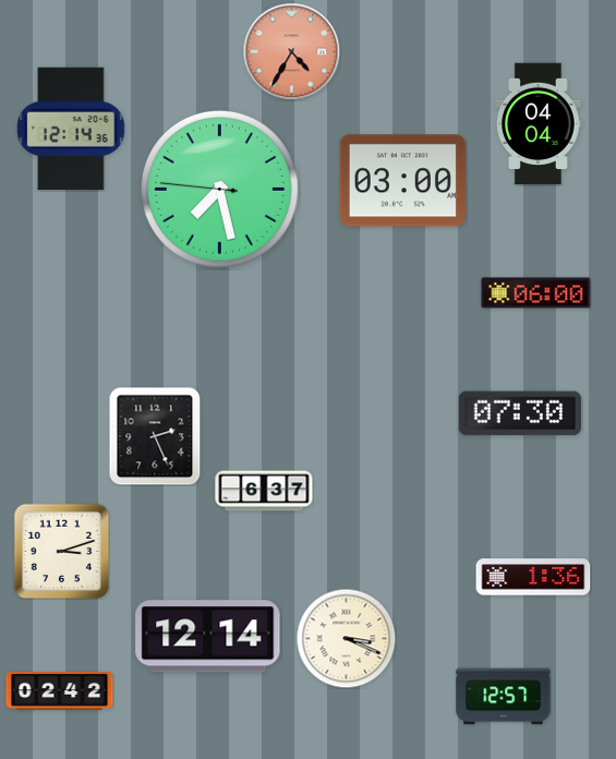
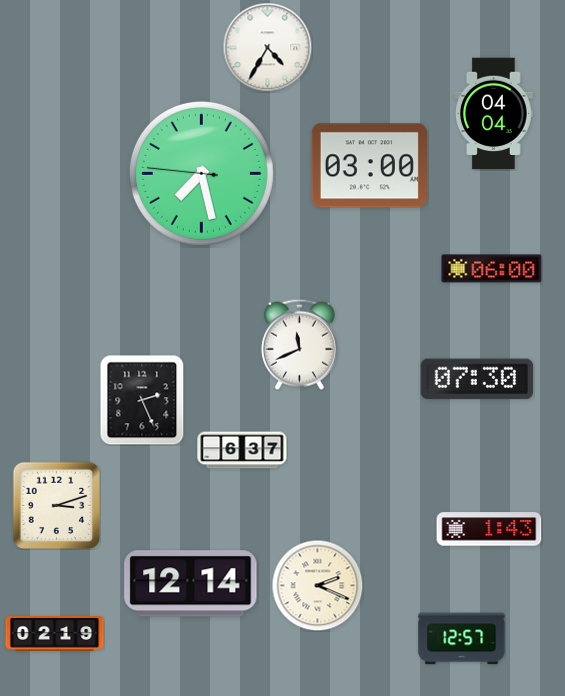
clock at (291, 51) dial: salmon -> white
clock at (71, 129): 12:14 -> none
clock at (299, 344): none -> 11:41
clock at (533, 577): 1:36 -> 1:43
clock at (346, 638): 3:19 -> 2:19
clock at (60, 691): 02:42 -> 02:19
